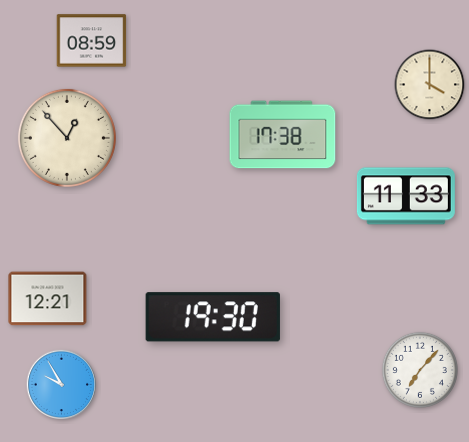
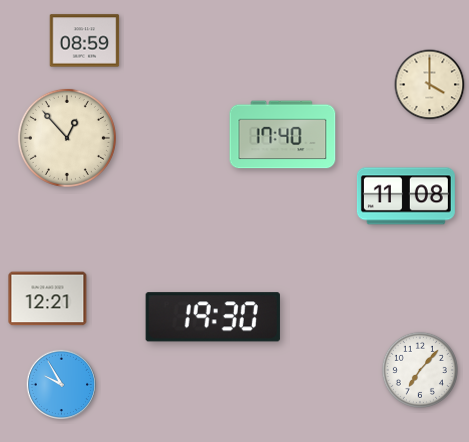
clock at (92, 41) position: (92, 41) -> (85, 41)
clock at (283, 135): 17:38 -> 17:40
clock at (406, 196): 11:33 -> 11:08
